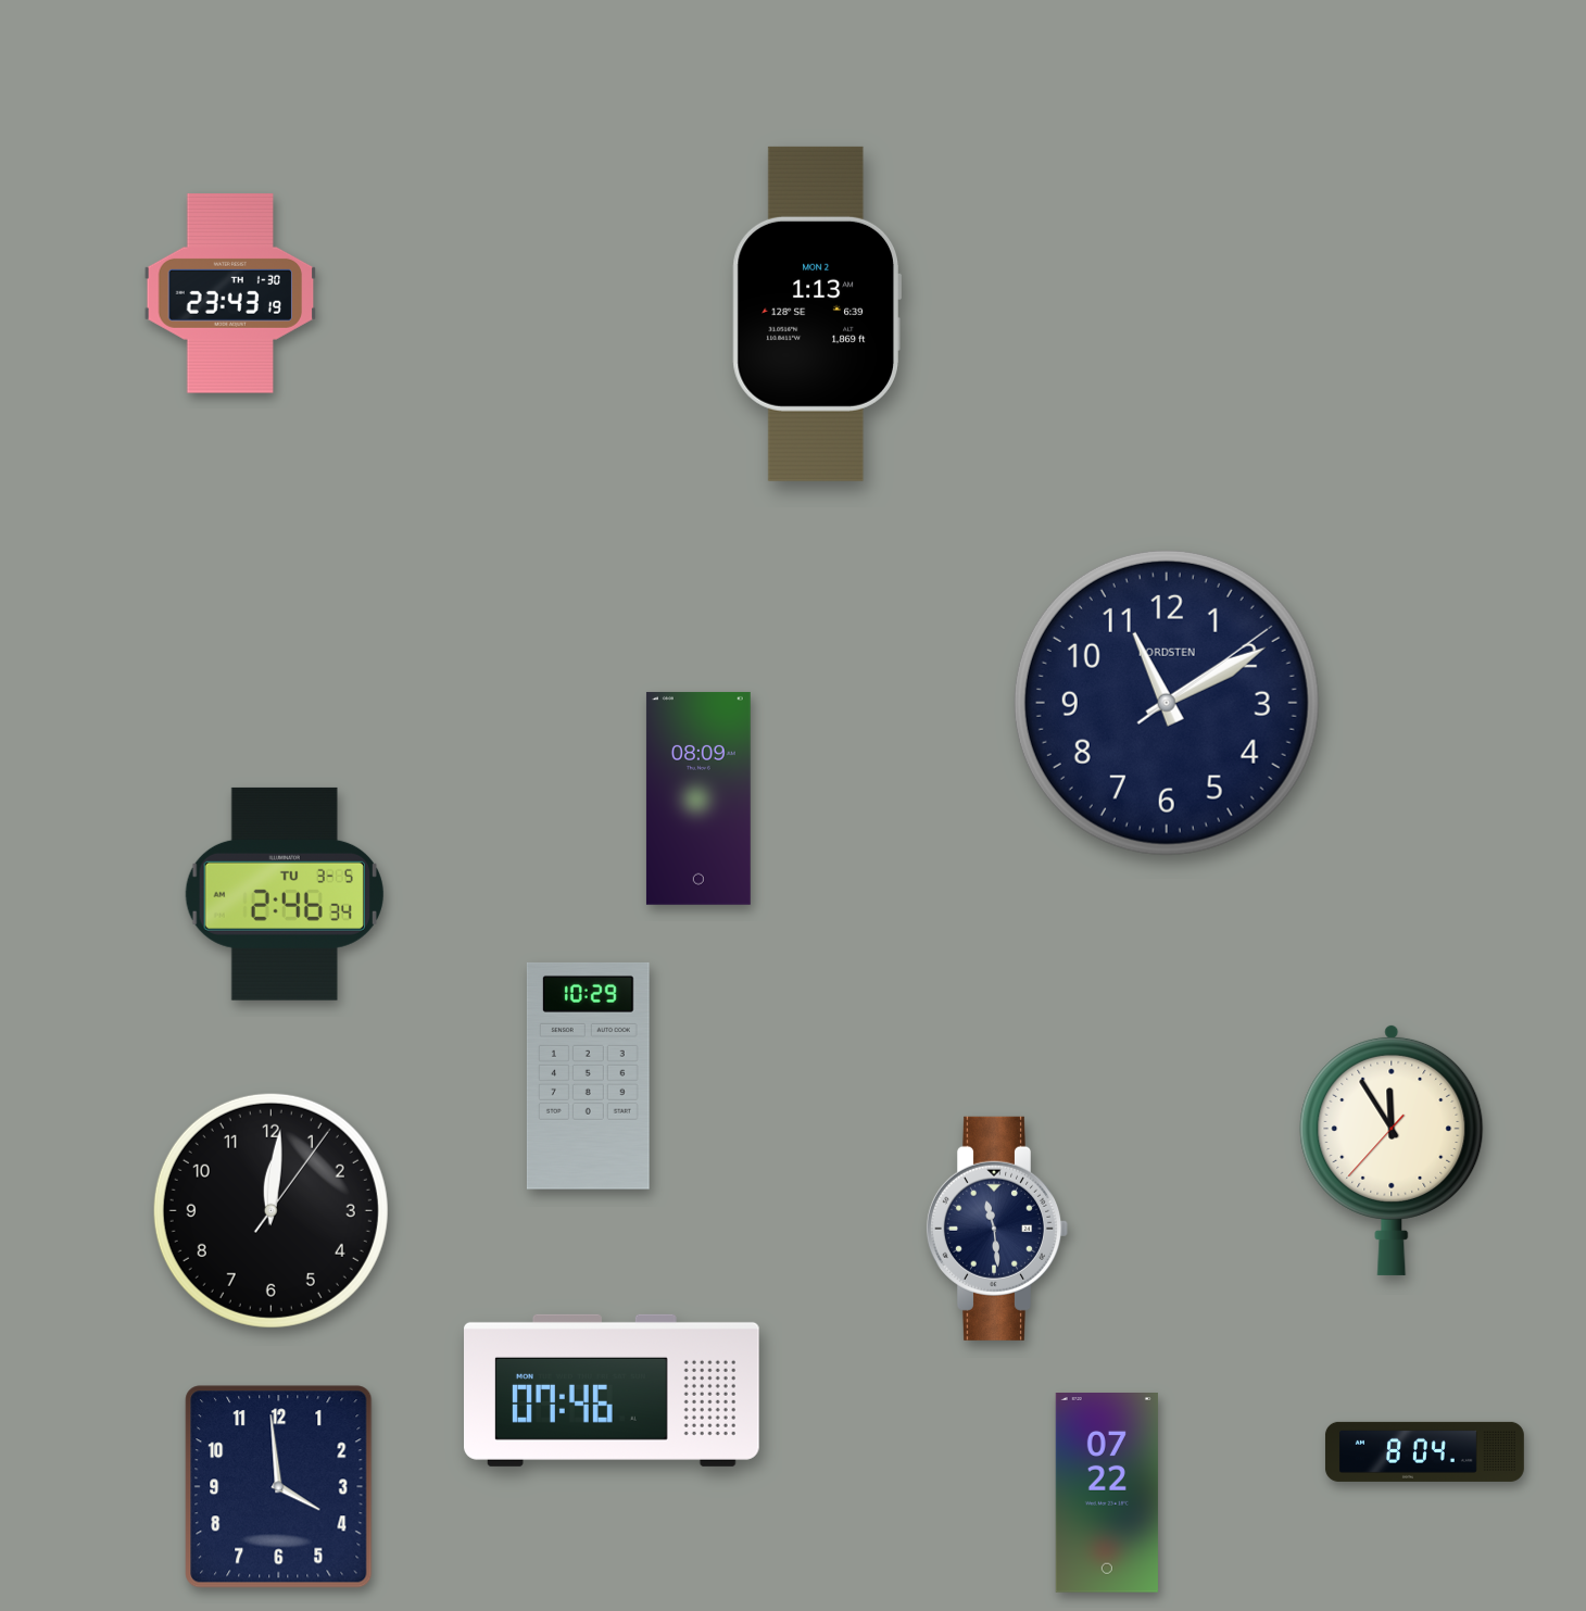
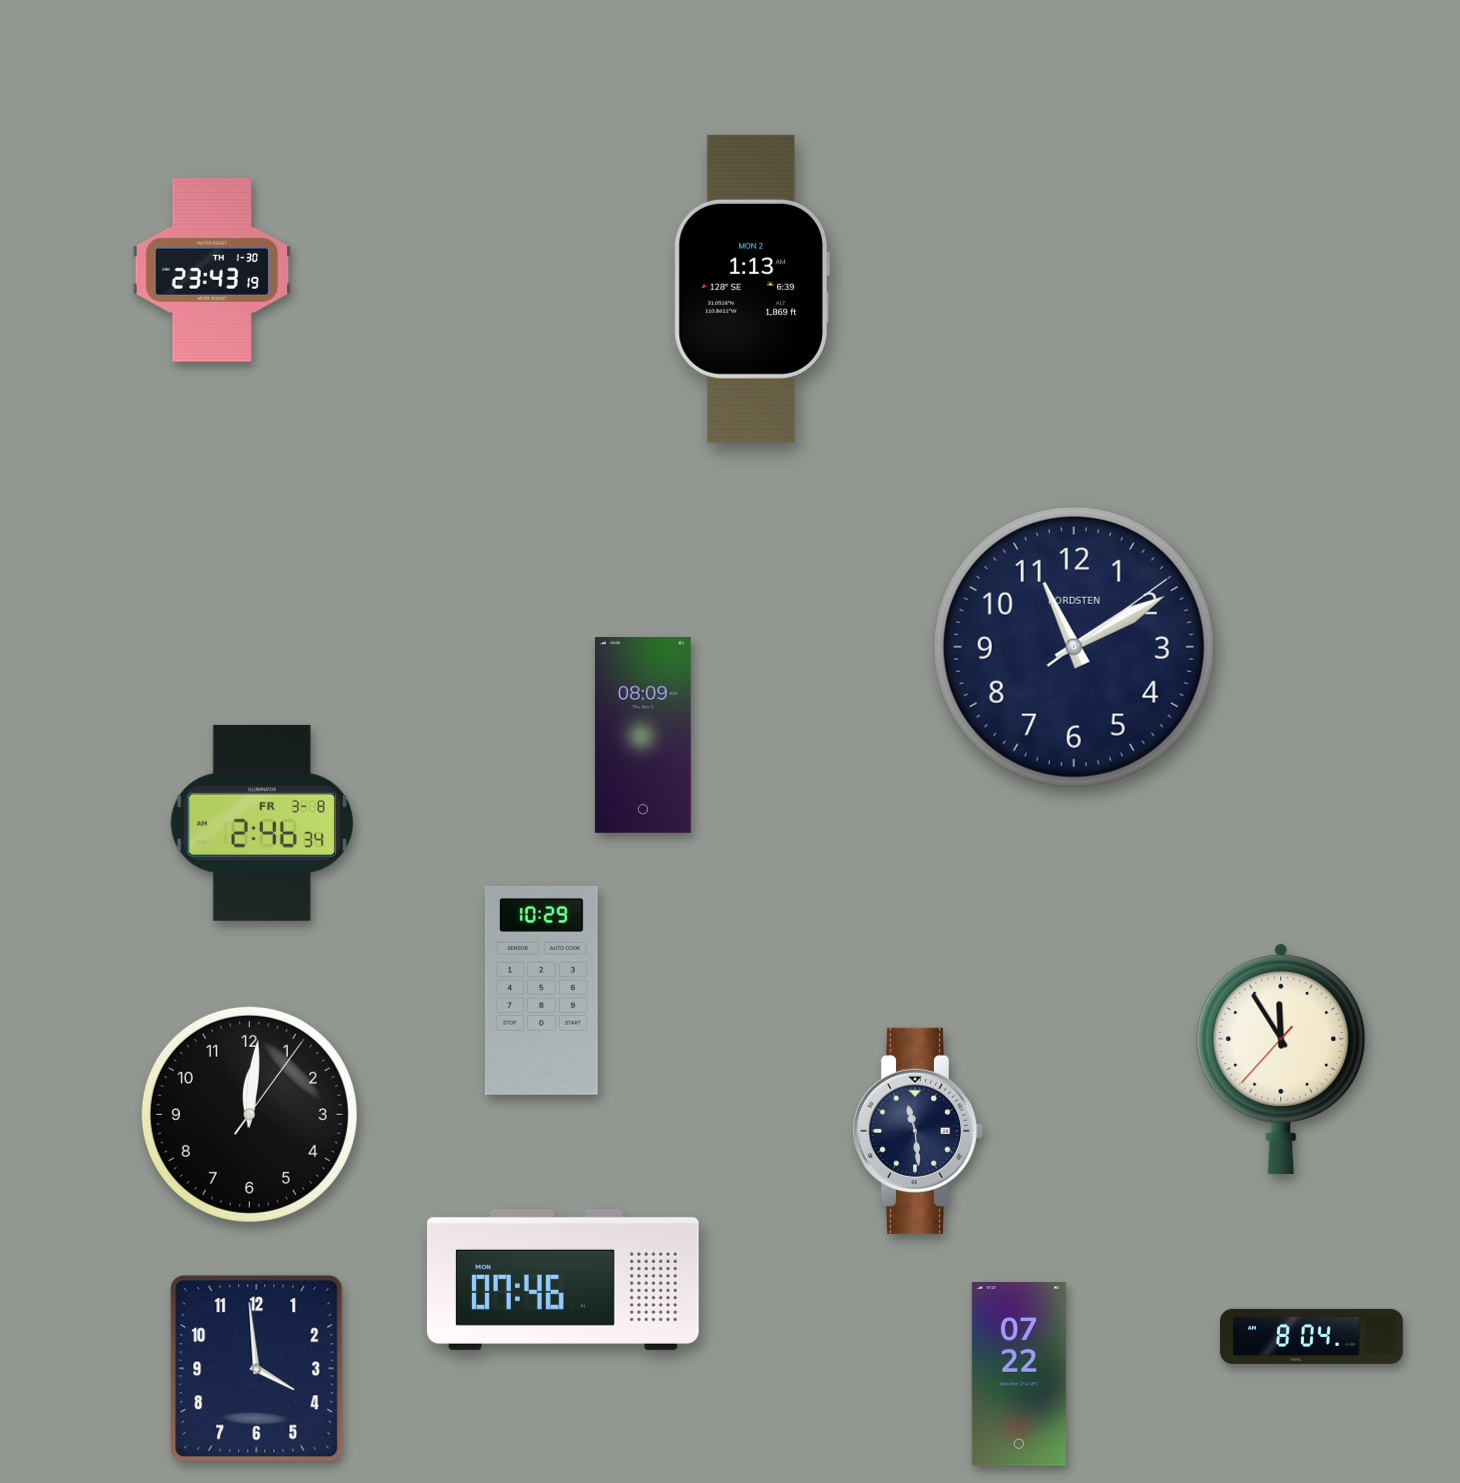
clock at (285, 894) date: TU 3-5 -> FR 3-8
